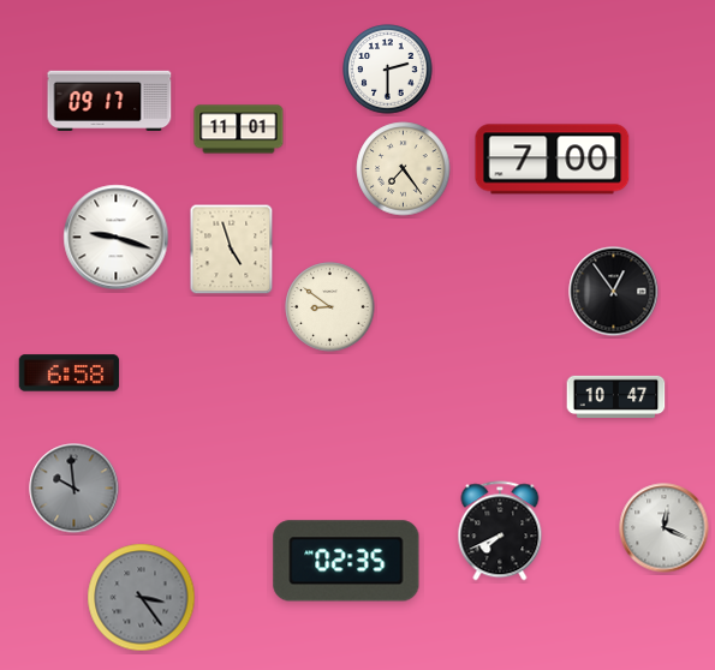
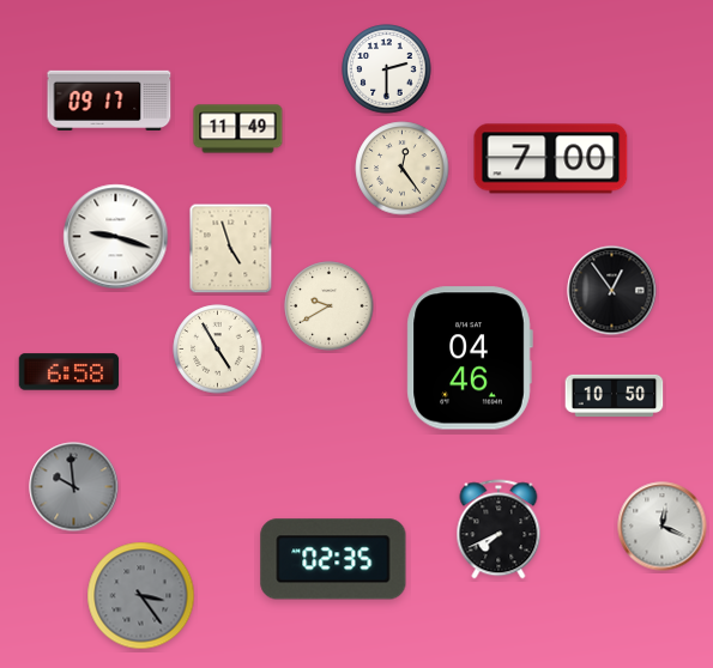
clock at (239, 130): 11:01 -> 11:49
clock at (404, 169): 7:24 -> 12:24
clock at (330, 307): 8:51 -> 9:40
clock at (218, 350): none -> 4:55
clock at (470, 358): none -> 04:46
clock at (616, 396): 10:47 -> 10:50
clock at (346, 561) position: (346, 561) -> (333, 559)
